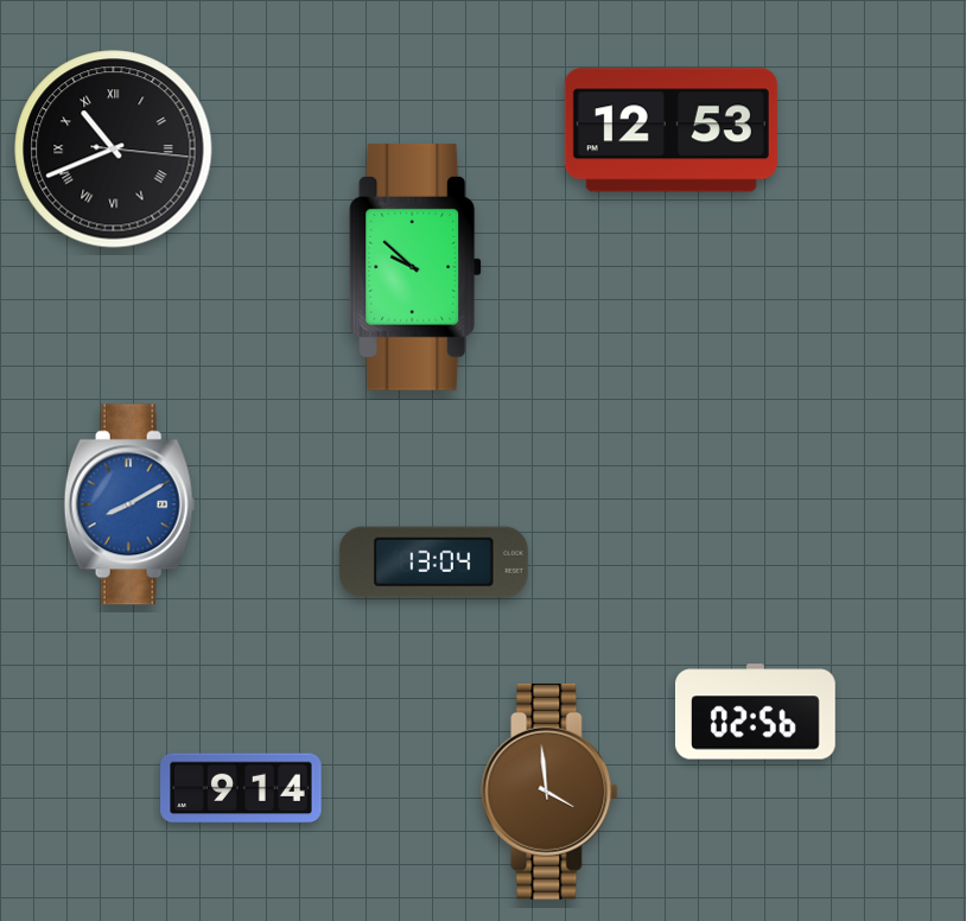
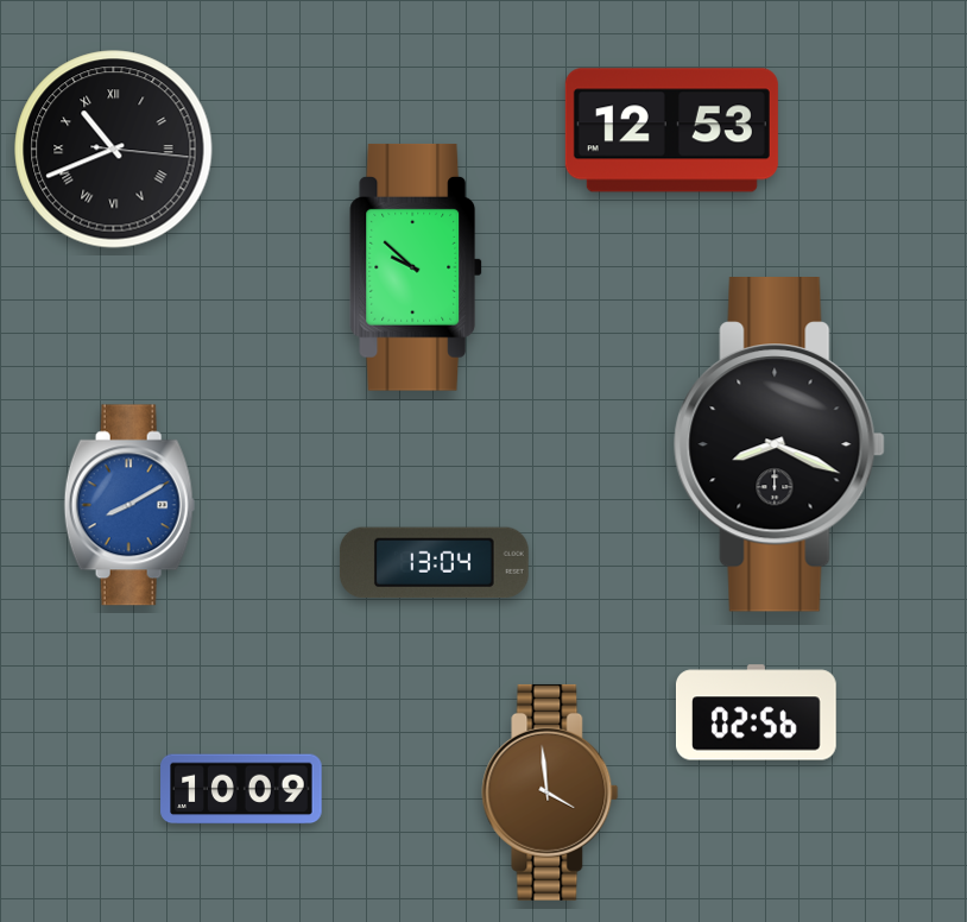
clock at (779, 446): none -> 8:19
clock at (241, 788): 9:14 -> 10:09
